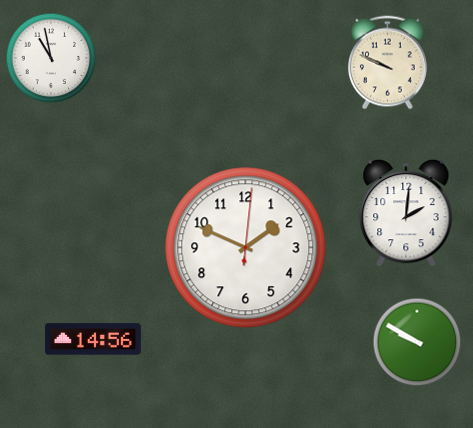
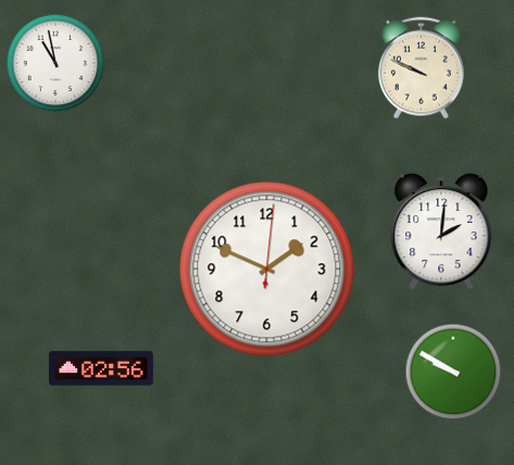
clock at (93, 339): 14:56 -> 02:56
